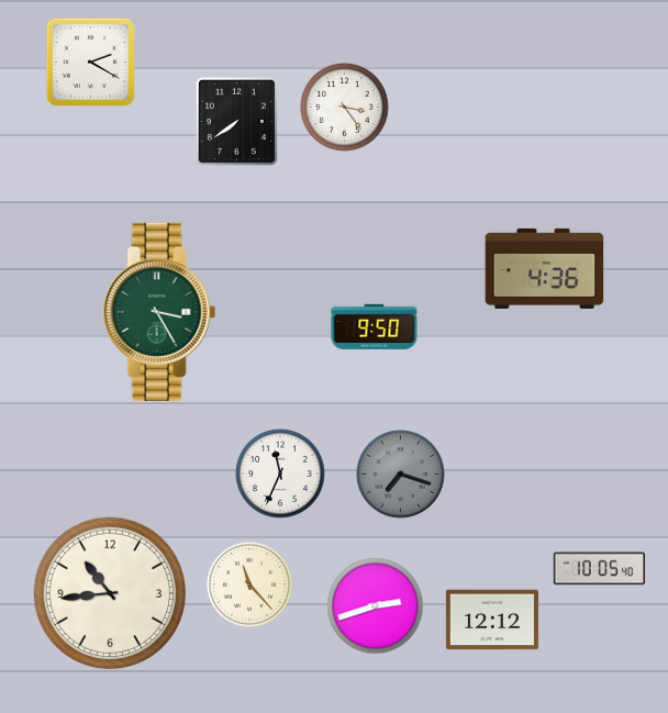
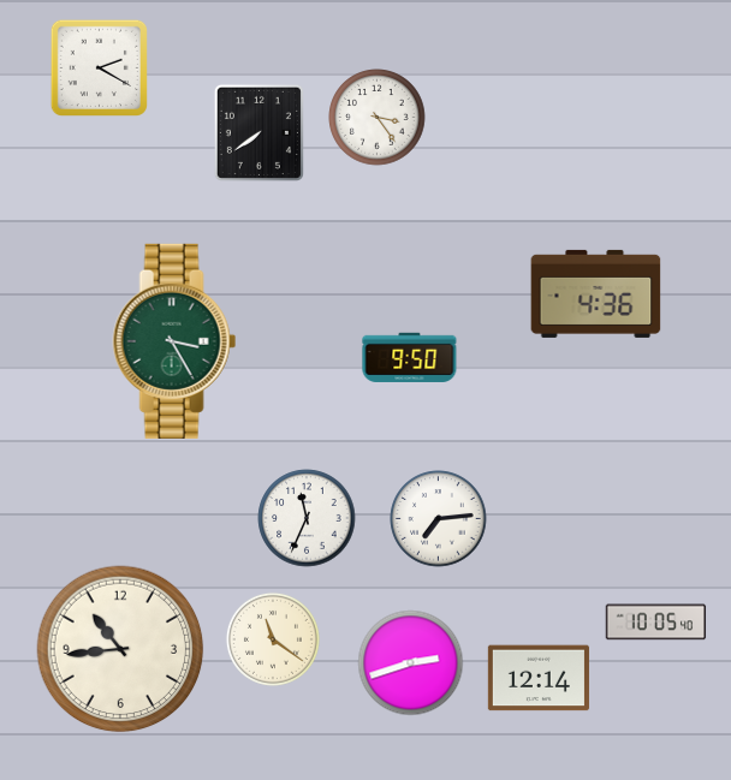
clock at (401, 475): 7:18 -> 7:14
clock at (401, 475) dial: grey -> white
clock at (249, 584): 11:23 -> 11:21
clock at (492, 620): 12:12 -> 12:14
